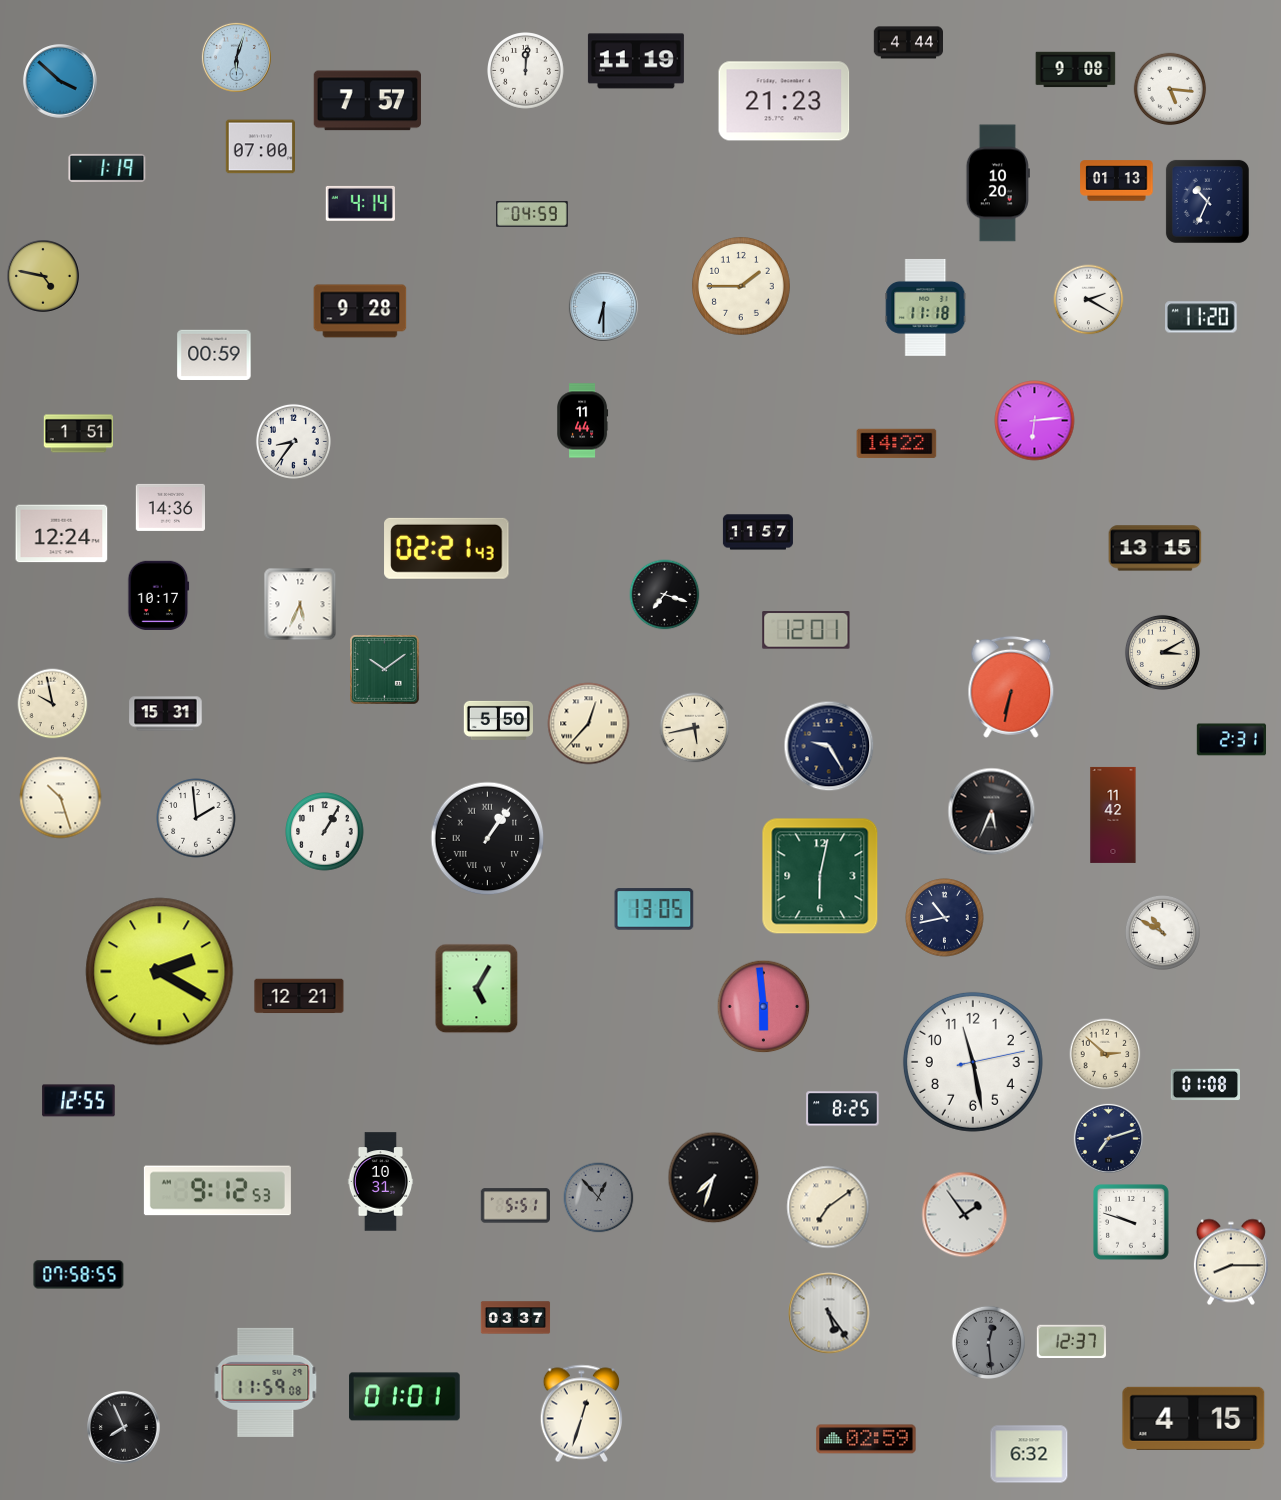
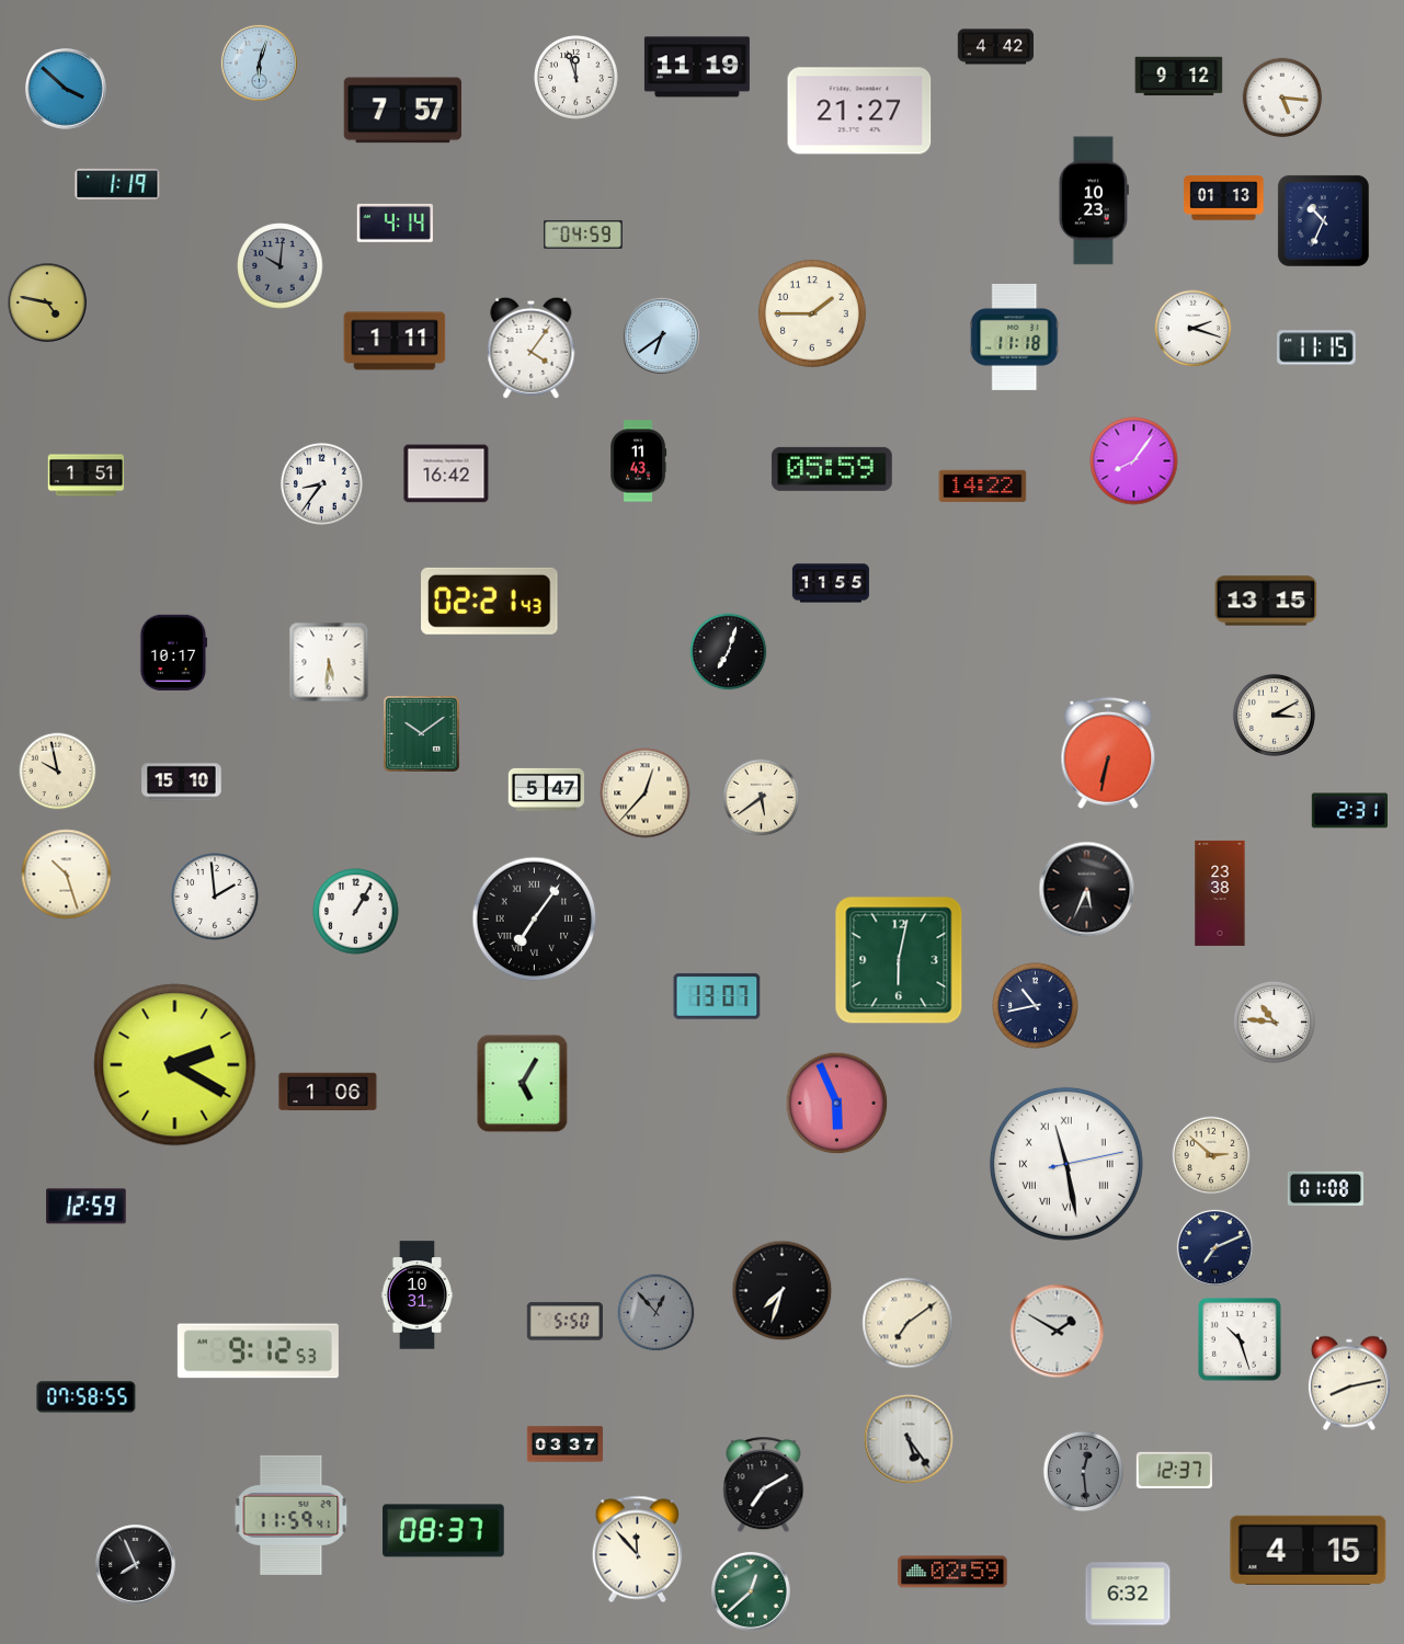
clock at (908, 43): 4:44 -> 4:42
clock at (1076, 70): 9:08 -> 9:12
clock at (526, 71): 12:01 -> 11:57
clock at (784, 101): 21:23 -> 21:27
clock at (260, 147): 07:00 -> none
clock at (998, 183): 10:20 -> 10:23
clock at (281, 266): none -> 10:01
clock at (1089, 300): 2:20 -> 2:18
clock at (603, 306): 6:30 -> 6:39
clock at (360, 311): 9:28 -> 1:11
clock at (532, 347): none -> 4:06
clock at (1202, 317): 11:20 -> 11:15
clock at (214, 355): 00:59 -> none
clock at (583, 421): 11:44 -> 11:43
clock at (1035, 421): 6:14 -> 8:06
clock at (832, 469): none -> 05:59
clock at (446, 473): none -> 16:42
clock at (170, 507): 14:36 -> none
clock at (758, 532): 11:57 -> 11:55
clock at (62, 534): 12:24 -> none
clock at (665, 595): 7:18 -> 7:03
clock at (300, 604): 5:34 -> 5:31
clock at (806, 630): 12:01 -> none
clock at (166, 714): 15:31 -> 15:10
clock at (498, 720): 5:50 -> 5:47
clock at (695, 728): 5:43 -> 5:39
clock at (829, 746): 9:25 -> none
clock at (1113, 815): 11:42 -> 23:38
clock at (488, 839): 1:06 -> 7:06
clock at (654, 909): 13:05 -> 13:07
clock at (1162, 932): 10:50 -> 10:46
clock at (299, 996): 12:21 -> 1:06
clock at (764, 1007): 5:59 -> 5:56
clock at (973, 1062) numerals: Arabic -> Roman
clock at (1205, 1085) position: (1205, 1085) -> (1325, 1189)
clock at (79, 1101): 12:55 -> 12:59
clock at (843, 1109): 8:25 -> none
clock at (1108, 1138): 7:12 -> 7:11
clock at (217, 1191) position: (217, 1191) -> (258, 1351)
clock at (515, 1206): 5:51 -> 5:50
clock at (965, 1215): 1:54 -> 1:50
clock at (1132, 1223): 9:48 -> 10:27
clock at (1231, 1262): 8:15 -> 8:13
clock at (764, 1485): none -> 7:10
clock at (266, 1382): 11:59:08 -> 11:59:41
clock at (405, 1397): 01:01 -> 08:37
clock at (581, 1414): 12:33 -> 11:53
clock at (1194, 1418) position: (1194, 1418) -> (1309, 1550)
clock at (866, 1439) position: (866, 1439) -> (952, 1572)
clock at (752, 1592): none -> 12:38
